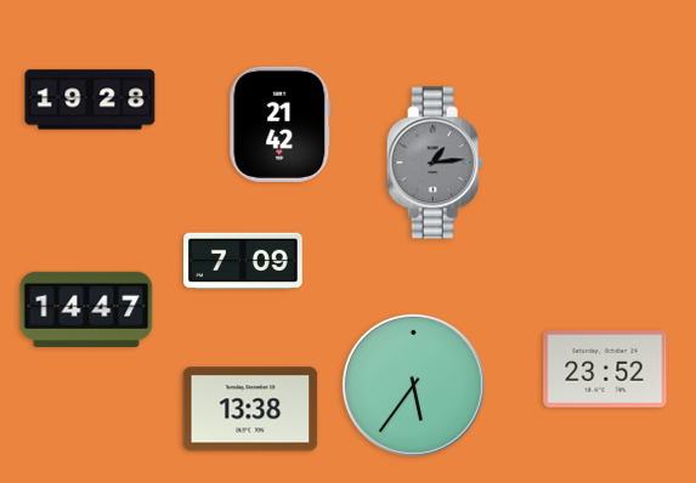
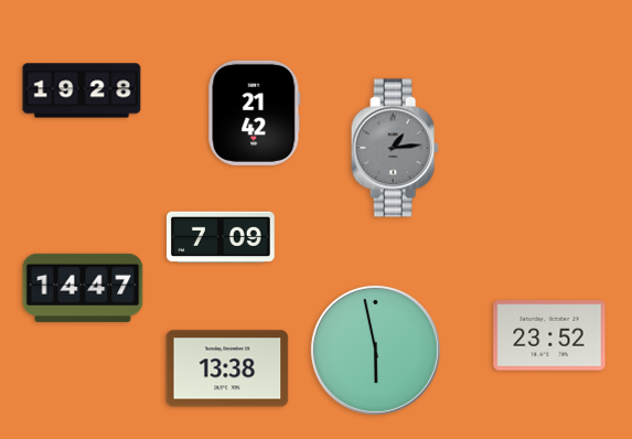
clock at (86, 309) position: (86, 309) -> (83, 288)
clock at (413, 385): 5:36 -> 5:58
clock at (250, 409) position: (250, 409) -> (227, 368)
